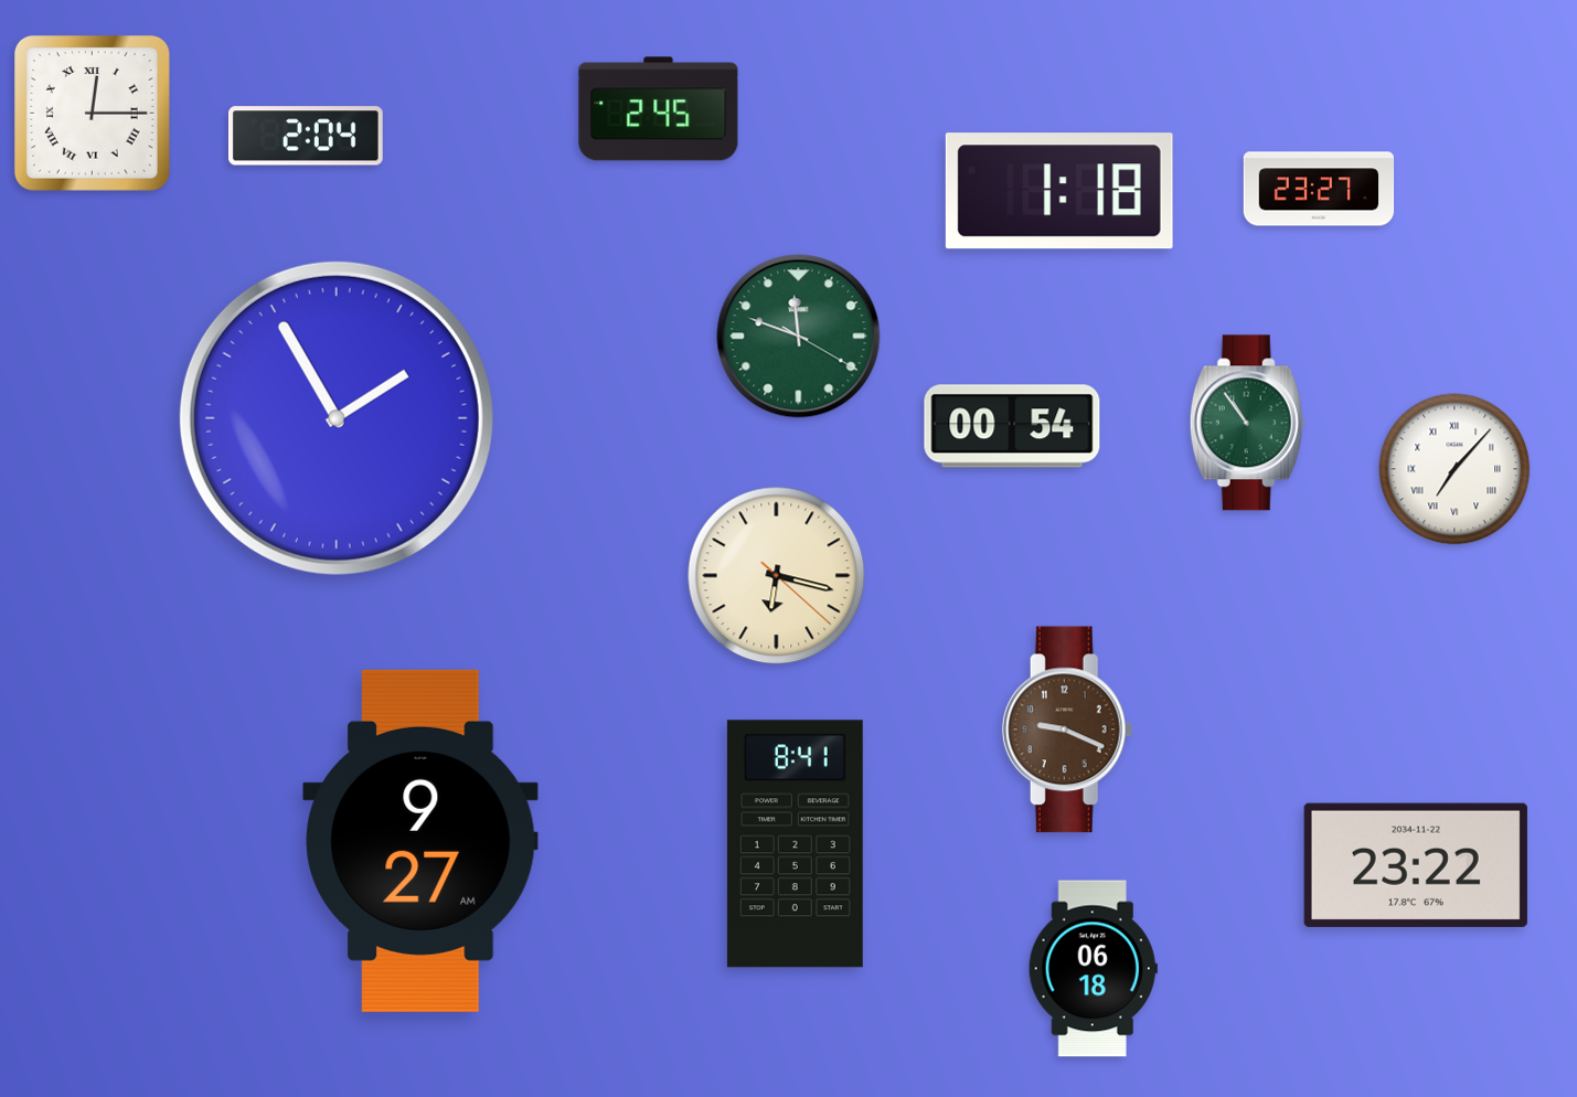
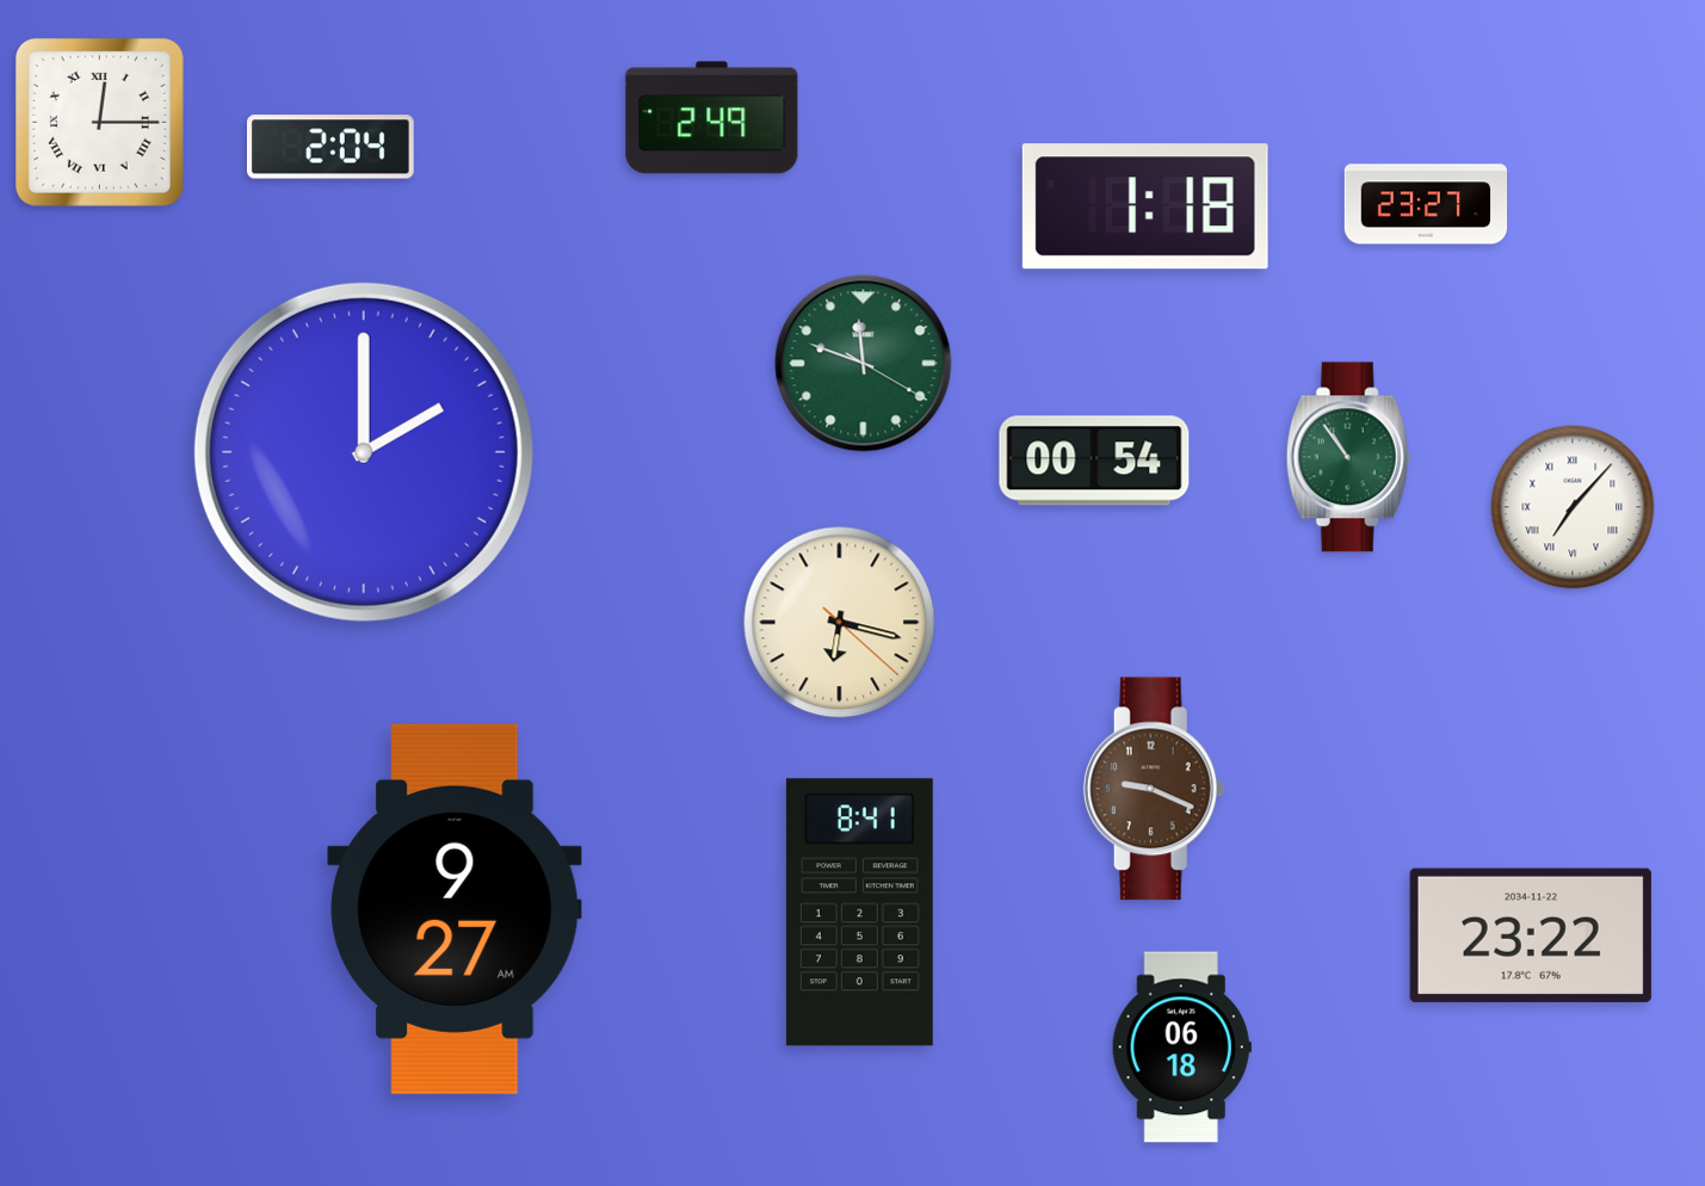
clock at (659, 109): 2:45 -> 2:49
clock at (337, 418): 1:55 -> 2:00
